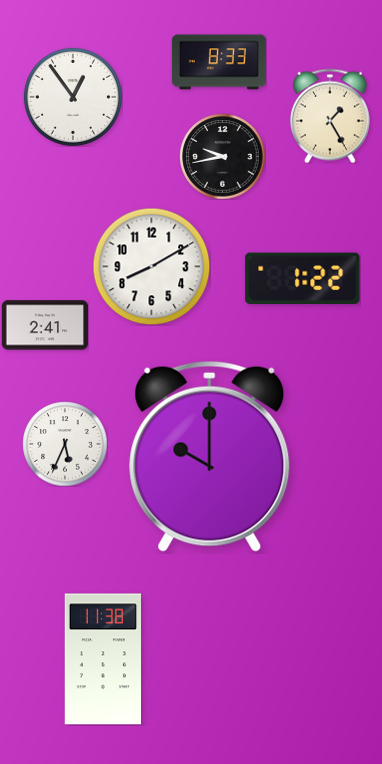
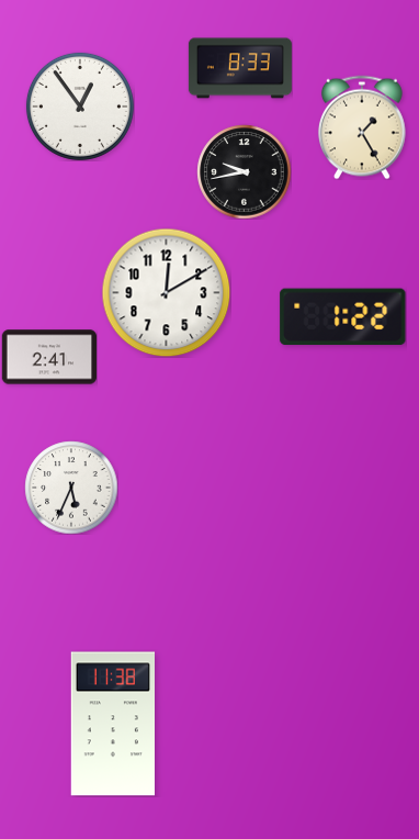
clock at (151, 266): 8:10 -> 12:10
clock at (303, 279) position: (303, 279) -> (343, 317)
clock at (210, 456): 10:00 -> none
